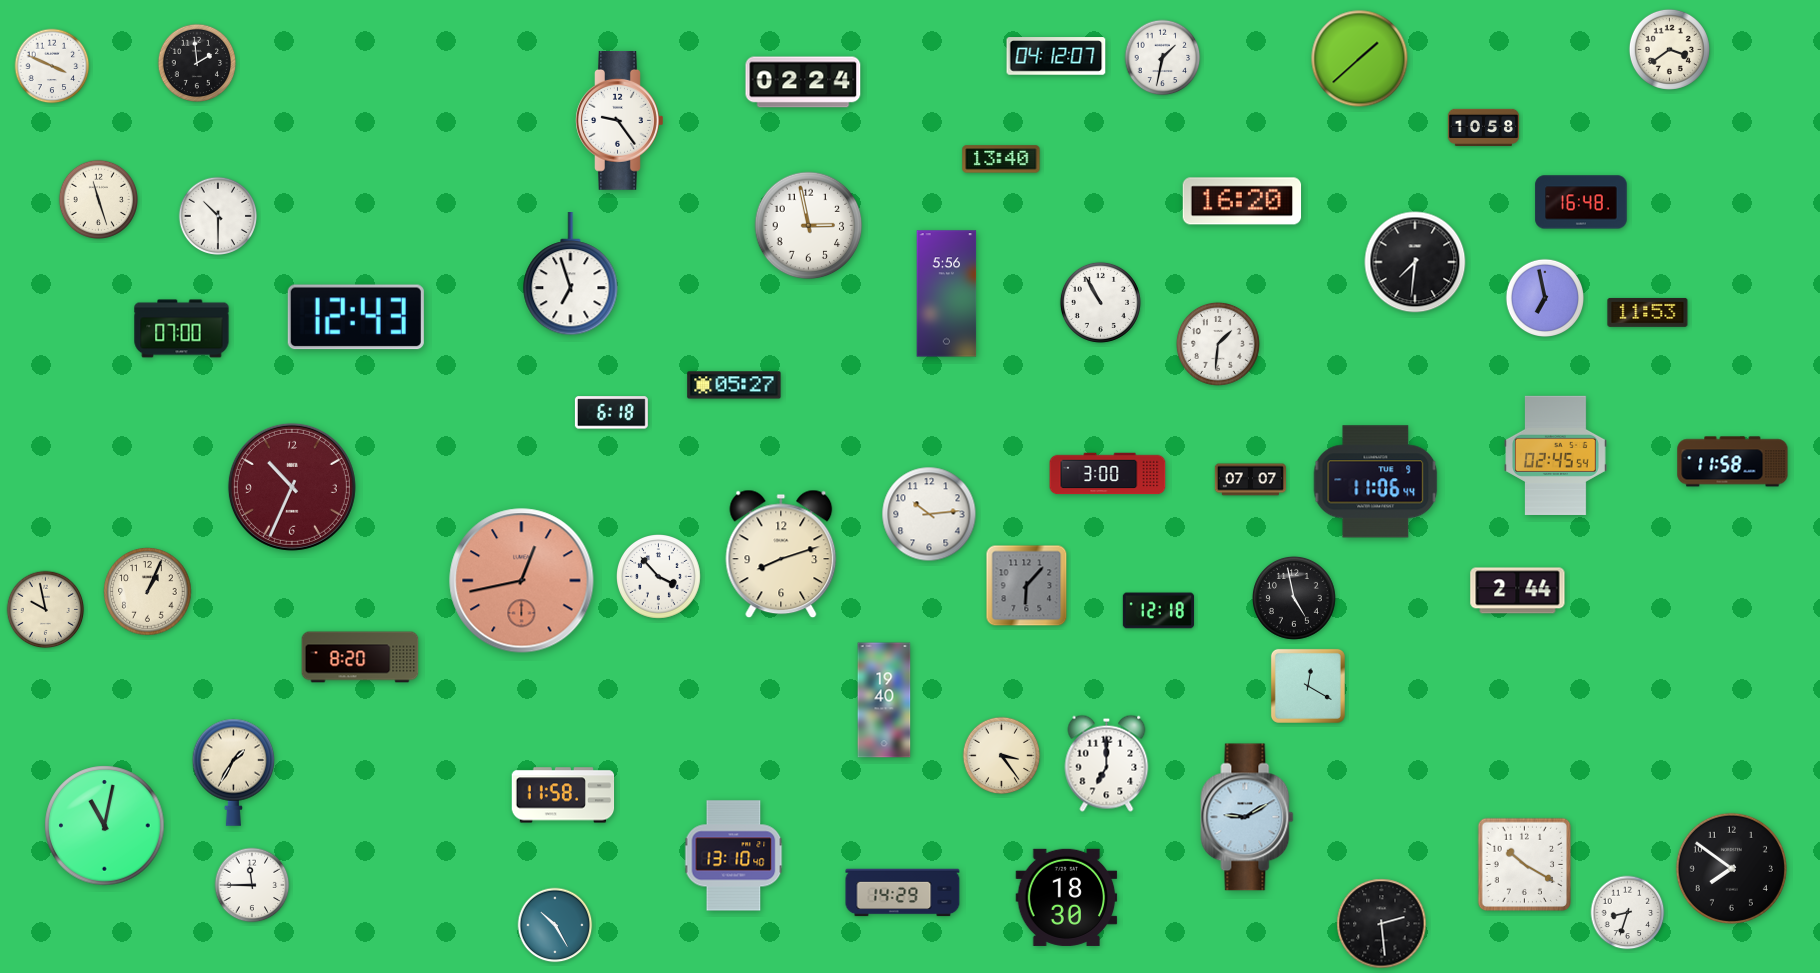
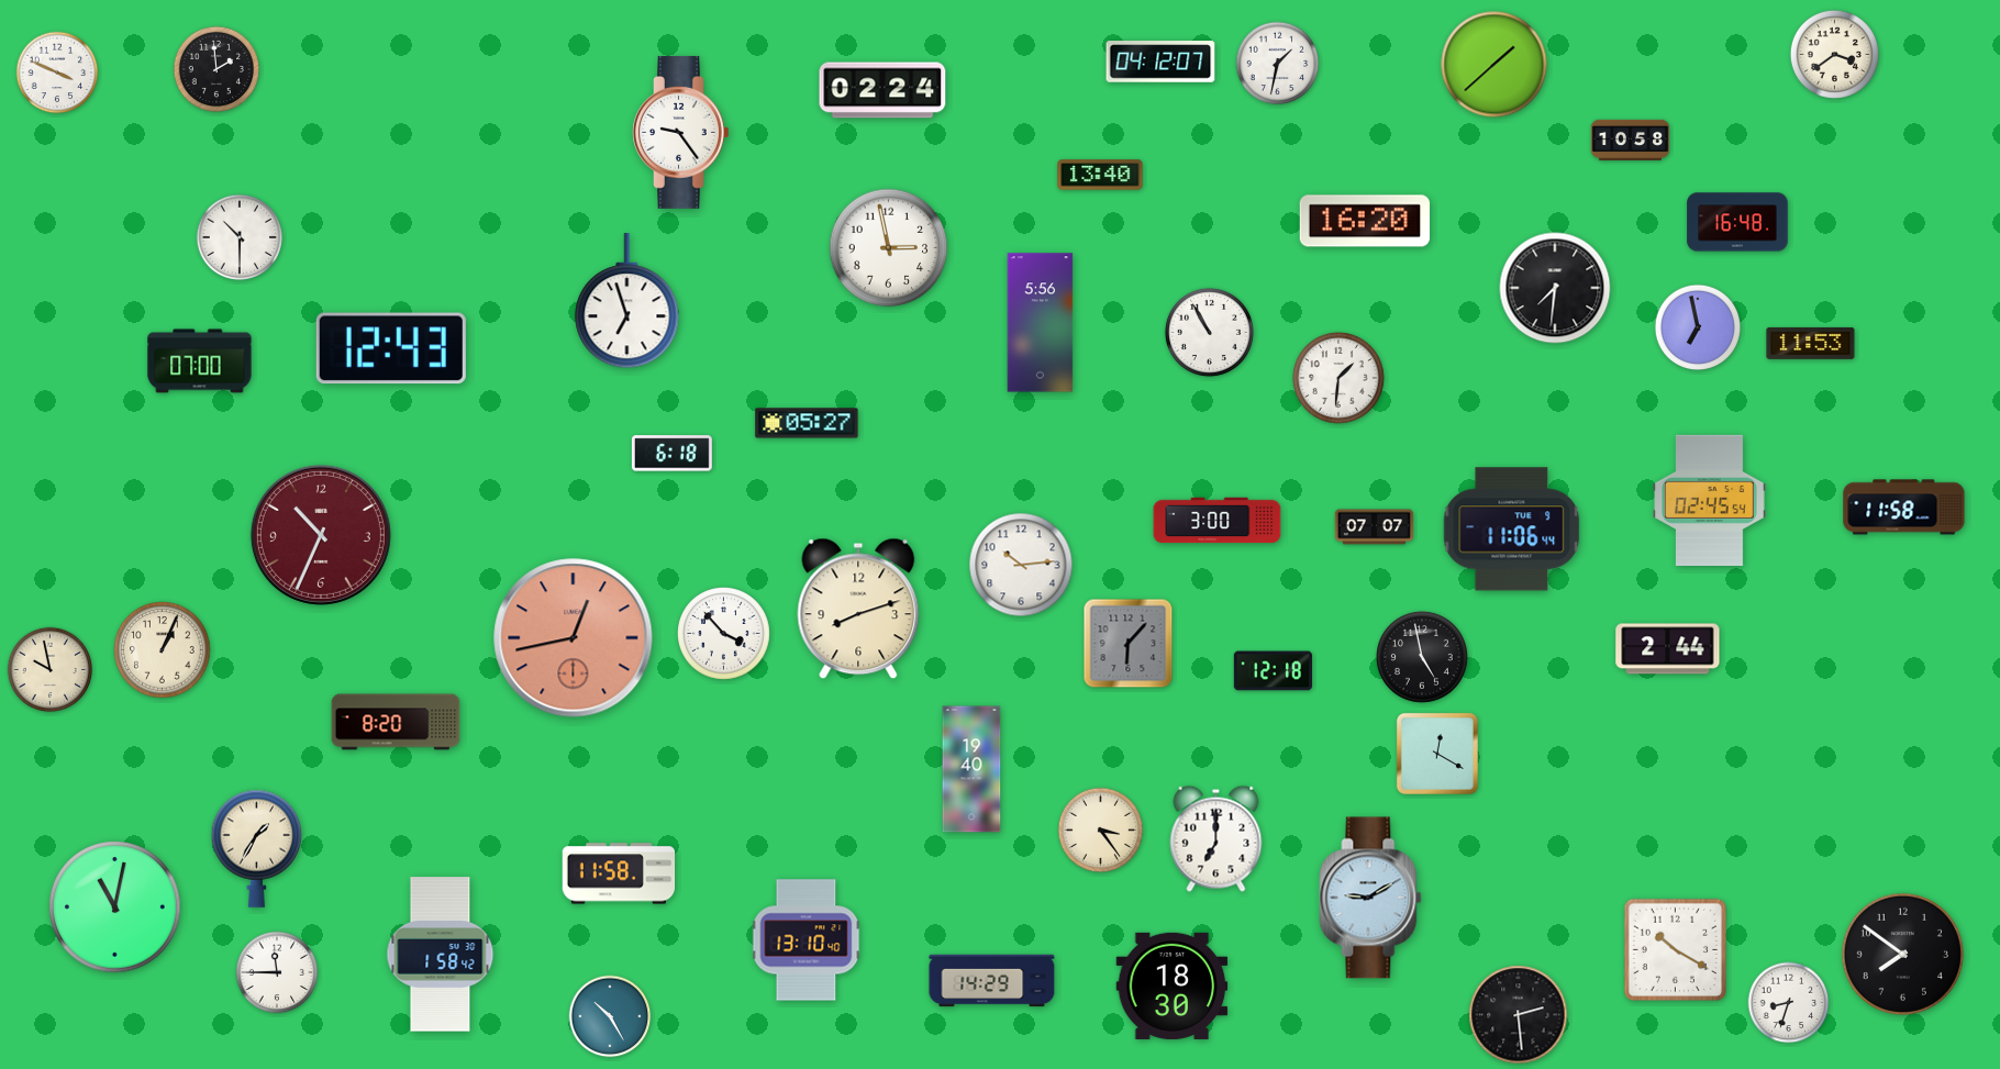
clock at (98, 199): 11:27 -> none
clock at (441, 955): none -> 1:58
